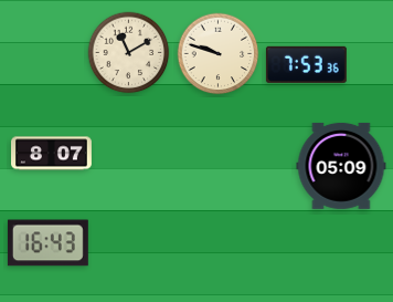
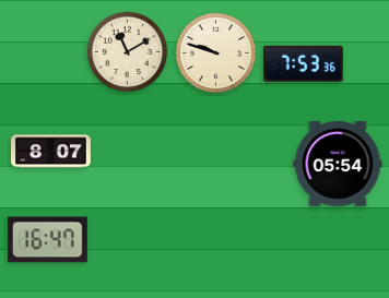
clock at (341, 166): 05:09 -> 05:54
clock at (47, 243): 16:43 -> 16:47
